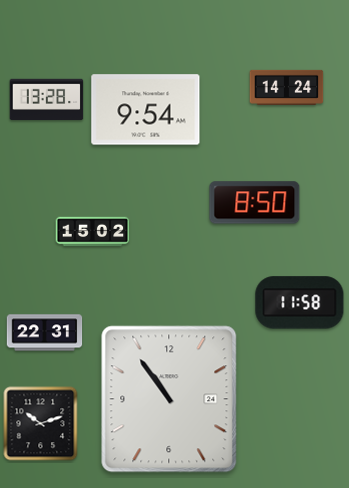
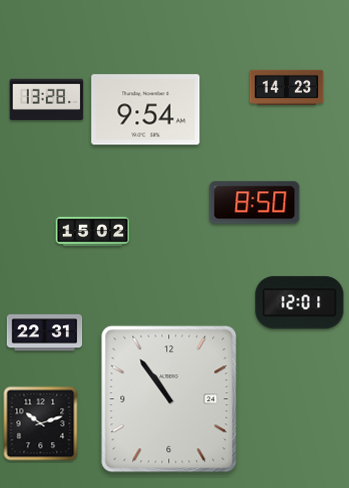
clock at (287, 87): 14:24 -> 14:23
clock at (300, 303): 11:58 -> 12:01
